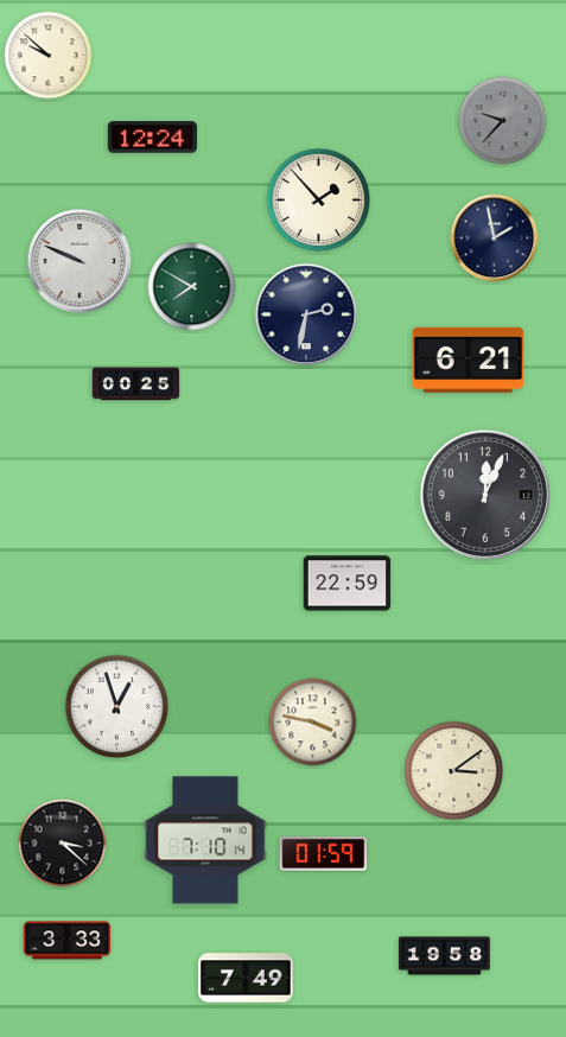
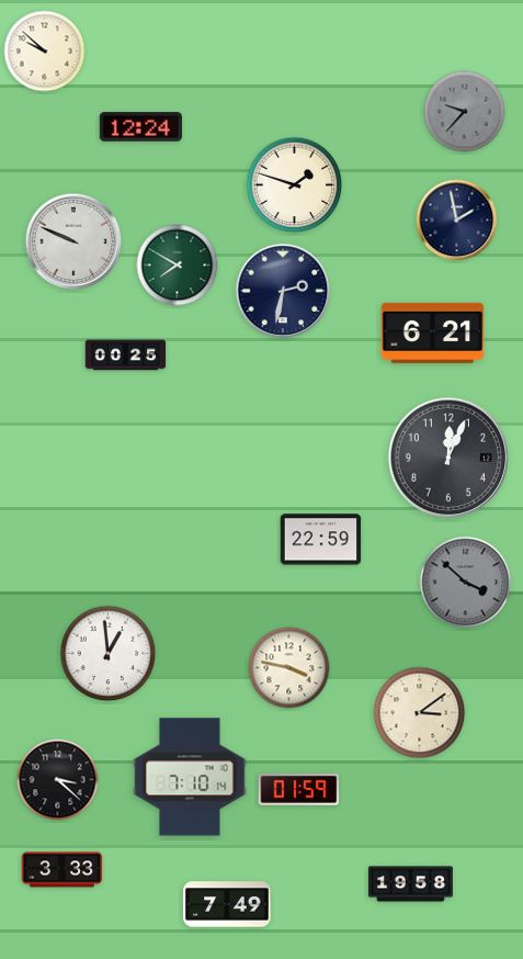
clock at (319, 201): 1:53 -> 1:48
clock at (466, 583): none -> 3:52
clock at (117, 707): 12:57 -> 12:59
